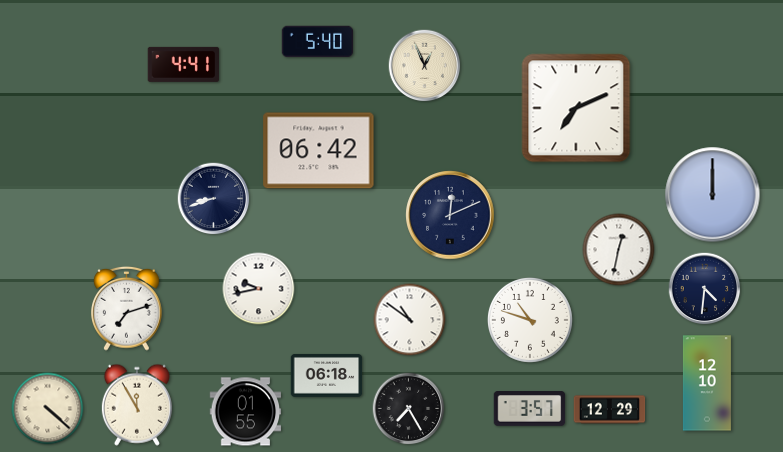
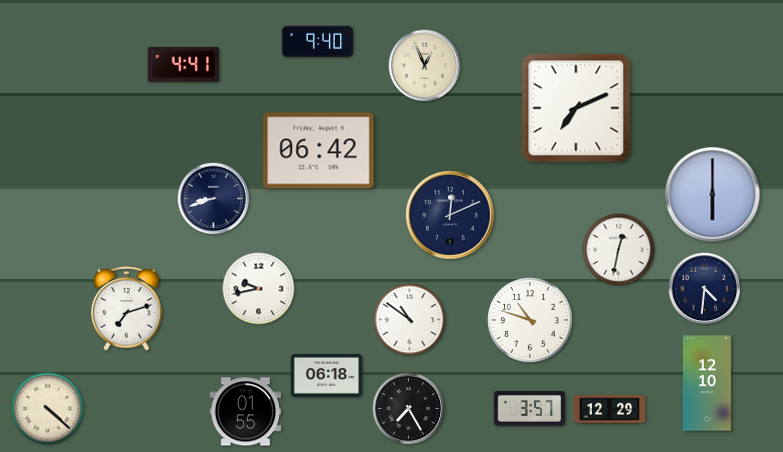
clock at (318, 42): 5:40 -> 9:40
clock at (713, 195): 12:00 -> 6:00
clock at (137, 405): 11:55 -> none
